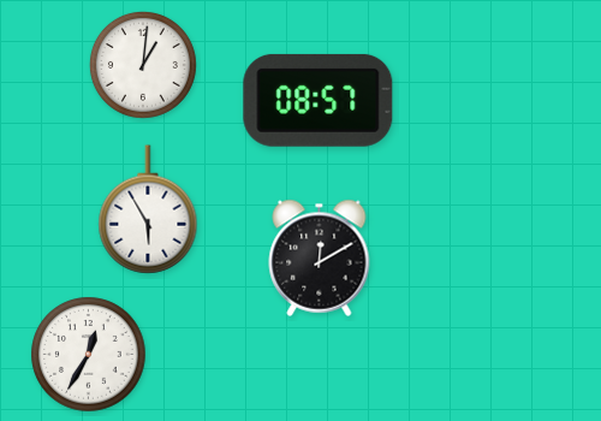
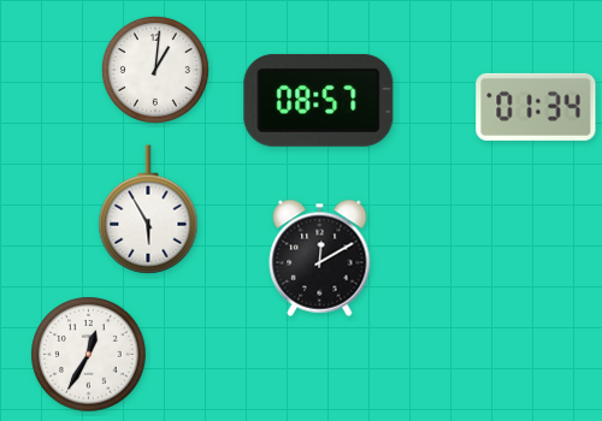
clock at (143, 65) position: (143, 65) -> (155, 70)
clock at (536, 107): none -> 01:34
